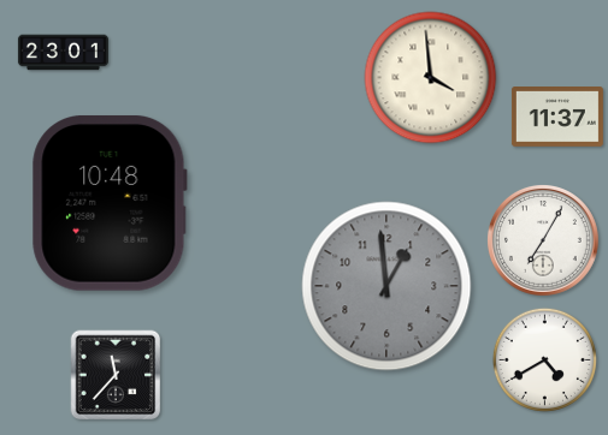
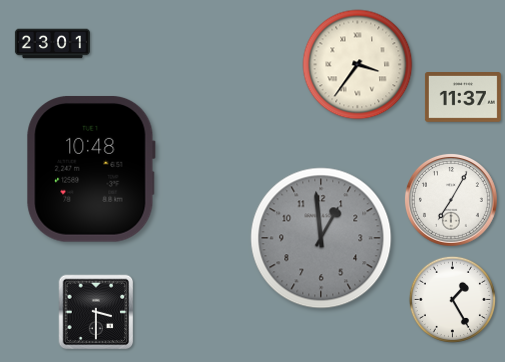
clock at (431, 78): 3:59 -> 3:36
clock at (544, 359): 4:40 -> 1:25
clock at (116, 375): 11:37 -> 3:30
